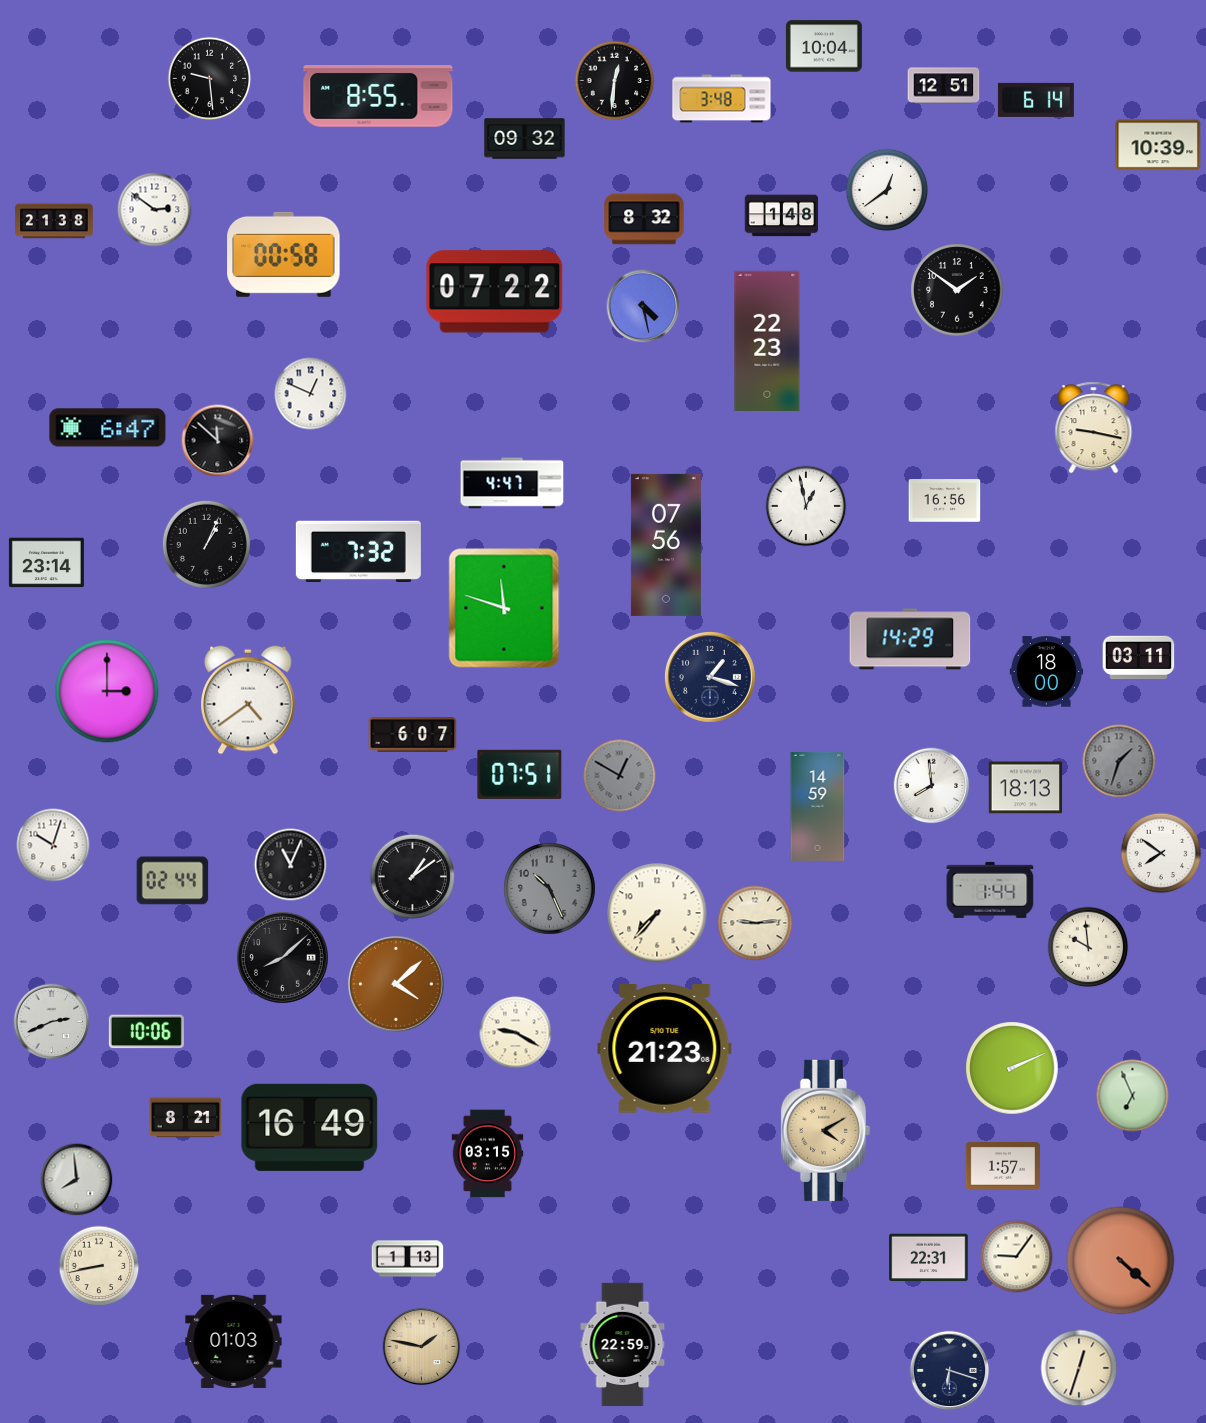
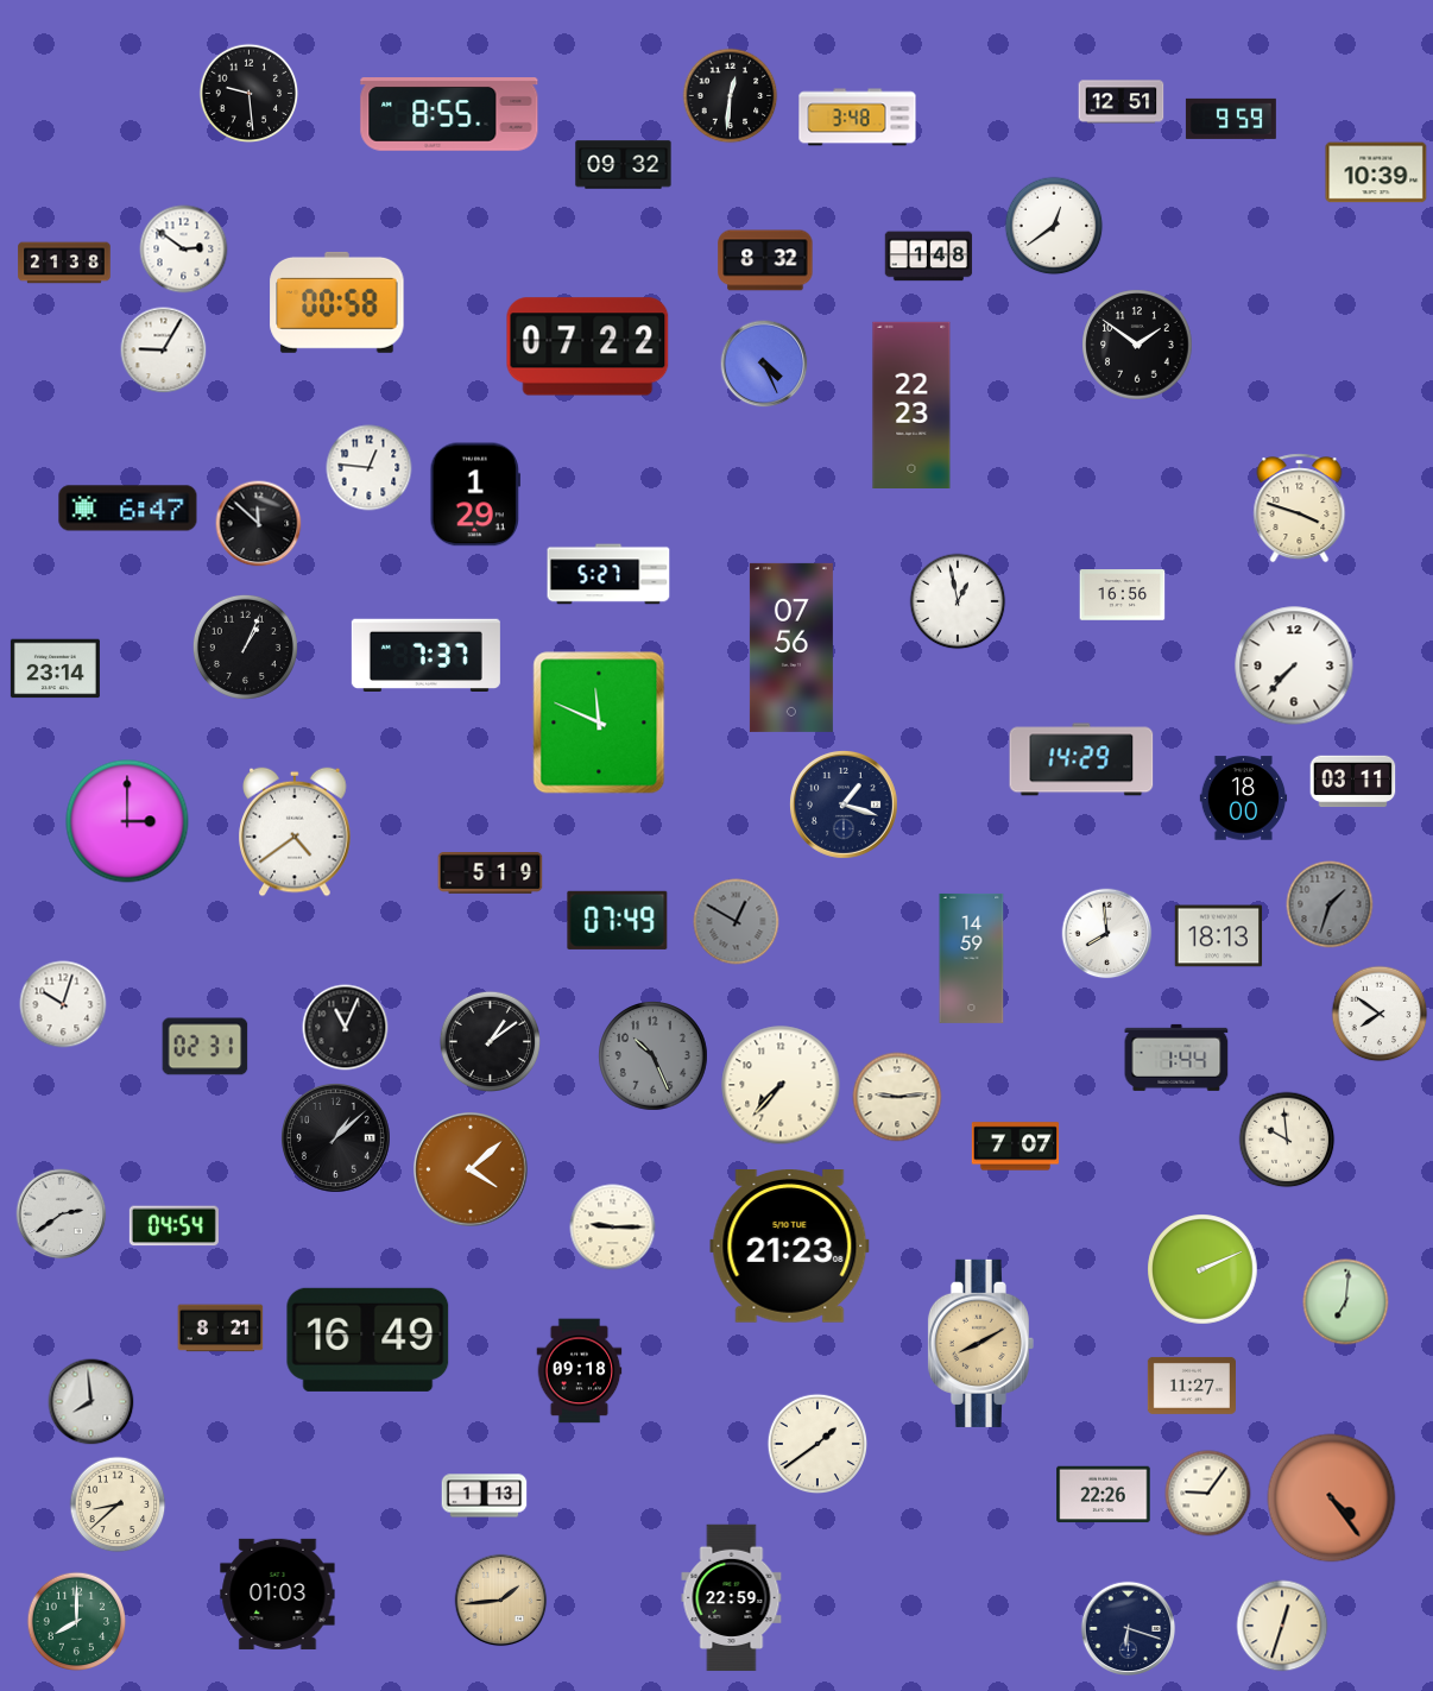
clock at (824, 46): 10:04 -> none
clock at (1036, 100): 6:14 -> 9:59
clock at (164, 351): none -> 9:05
clock at (643, 306): 4:28 -> 4:26
clock at (311, 394): 12:49 -> 12:46
clock at (474, 494): none -> 1:29
clock at (1094, 428): 9:17 -> 3:48
clock at (512, 483): 4:47 -> 5:27
clock at (358, 551): 7:32 -> 7:37
clock at (1294, 665): none -> 7:37
clock at (504, 608): 11:48 -> 11:49
clock at (413, 735): 6:07 -> 5:19
clock at (520, 774): 07:51 -> 07:49
clock at (173, 881): 02:44 -> 02:31
clock at (1088, 947) position: (1088, 947) -> (1287, 1140)
clock at (283, 958): 8:08 -> 1:08
clock at (1016, 1147): none -> 7:07
clock at (52, 1022): 2:41 -> 2:39
clock at (146, 1032): 10:06 -> 04:54
clock at (516, 1033): 9:20 -> 9:15
clock at (1133, 1096): 6:56 -> 7:01
clock at (825, 1130): 4:10 -> 8:10
clock at (488, 1154): 03:15 -> 09:18
clock at (1002, 1166): 1:57 -> 11:27
clock at (817, 1444): none -> 1:39
clock at (929, 1258): 22:31 -> 22:26
clock at (1121, 1261): 4:22 -> 4:24
clock at (99, 1266): 8:43 -> 8:38
clock at (623, 1345) position: (623, 1345) -> (732, 1598)
clock at (422, 1347): 1:47 -> 1:44
clock at (77, 1622): none -> 8:00
